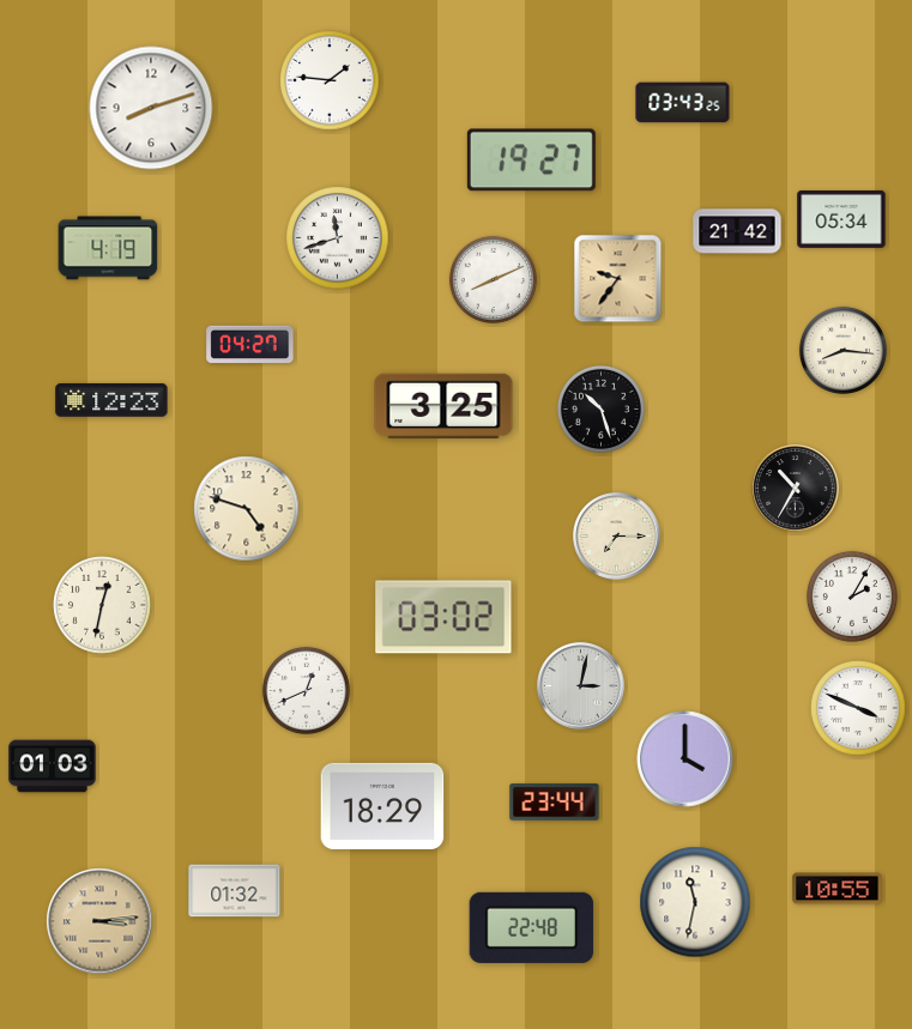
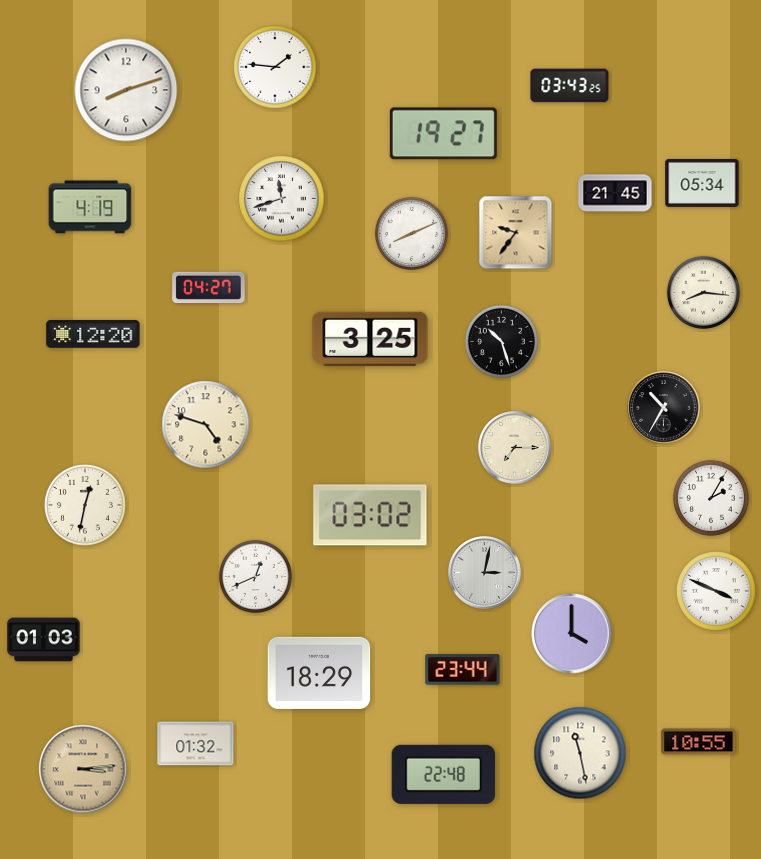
clock at (737, 231): 21:42 -> 21:45
clock at (111, 400): 12:23 -> 12:20
clock at (695, 902): 11:32 -> 11:28
